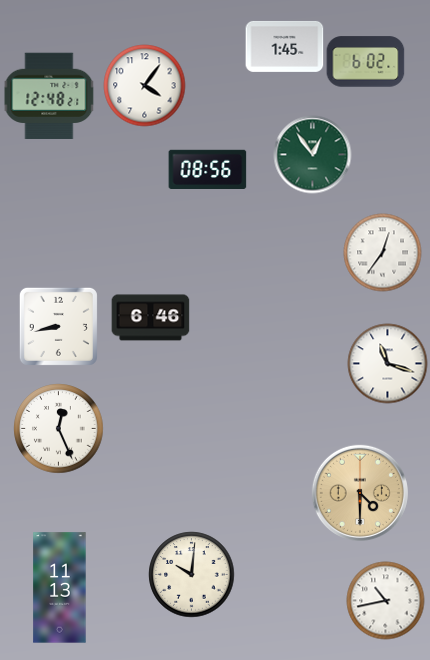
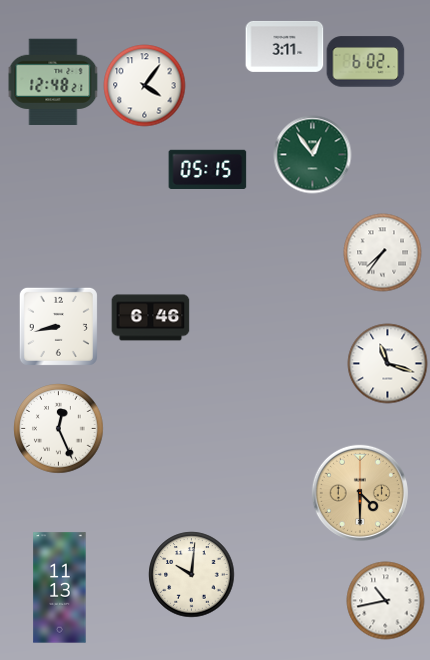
clock at (284, 46): 1:45 -> 3:11
clock at (49, 96) position: (49, 96) -> (53, 82)
clock at (207, 169): 08:56 -> 05:15
clock at (382, 252): 12:36 -> 7:36
